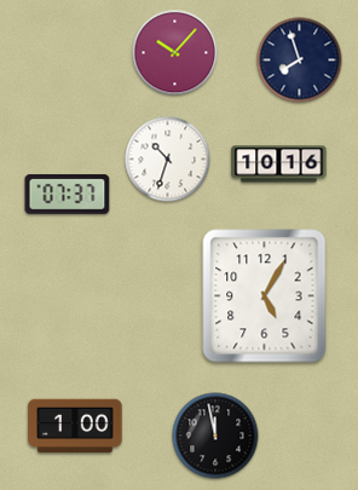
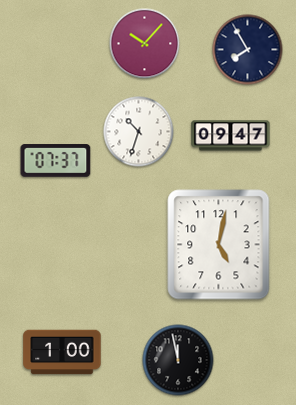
clock at (300, 60): 7:57 -> 7:55
clock at (279, 165): 10:16 -> 09:47
clock at (265, 296): 5:05 -> 5:02
